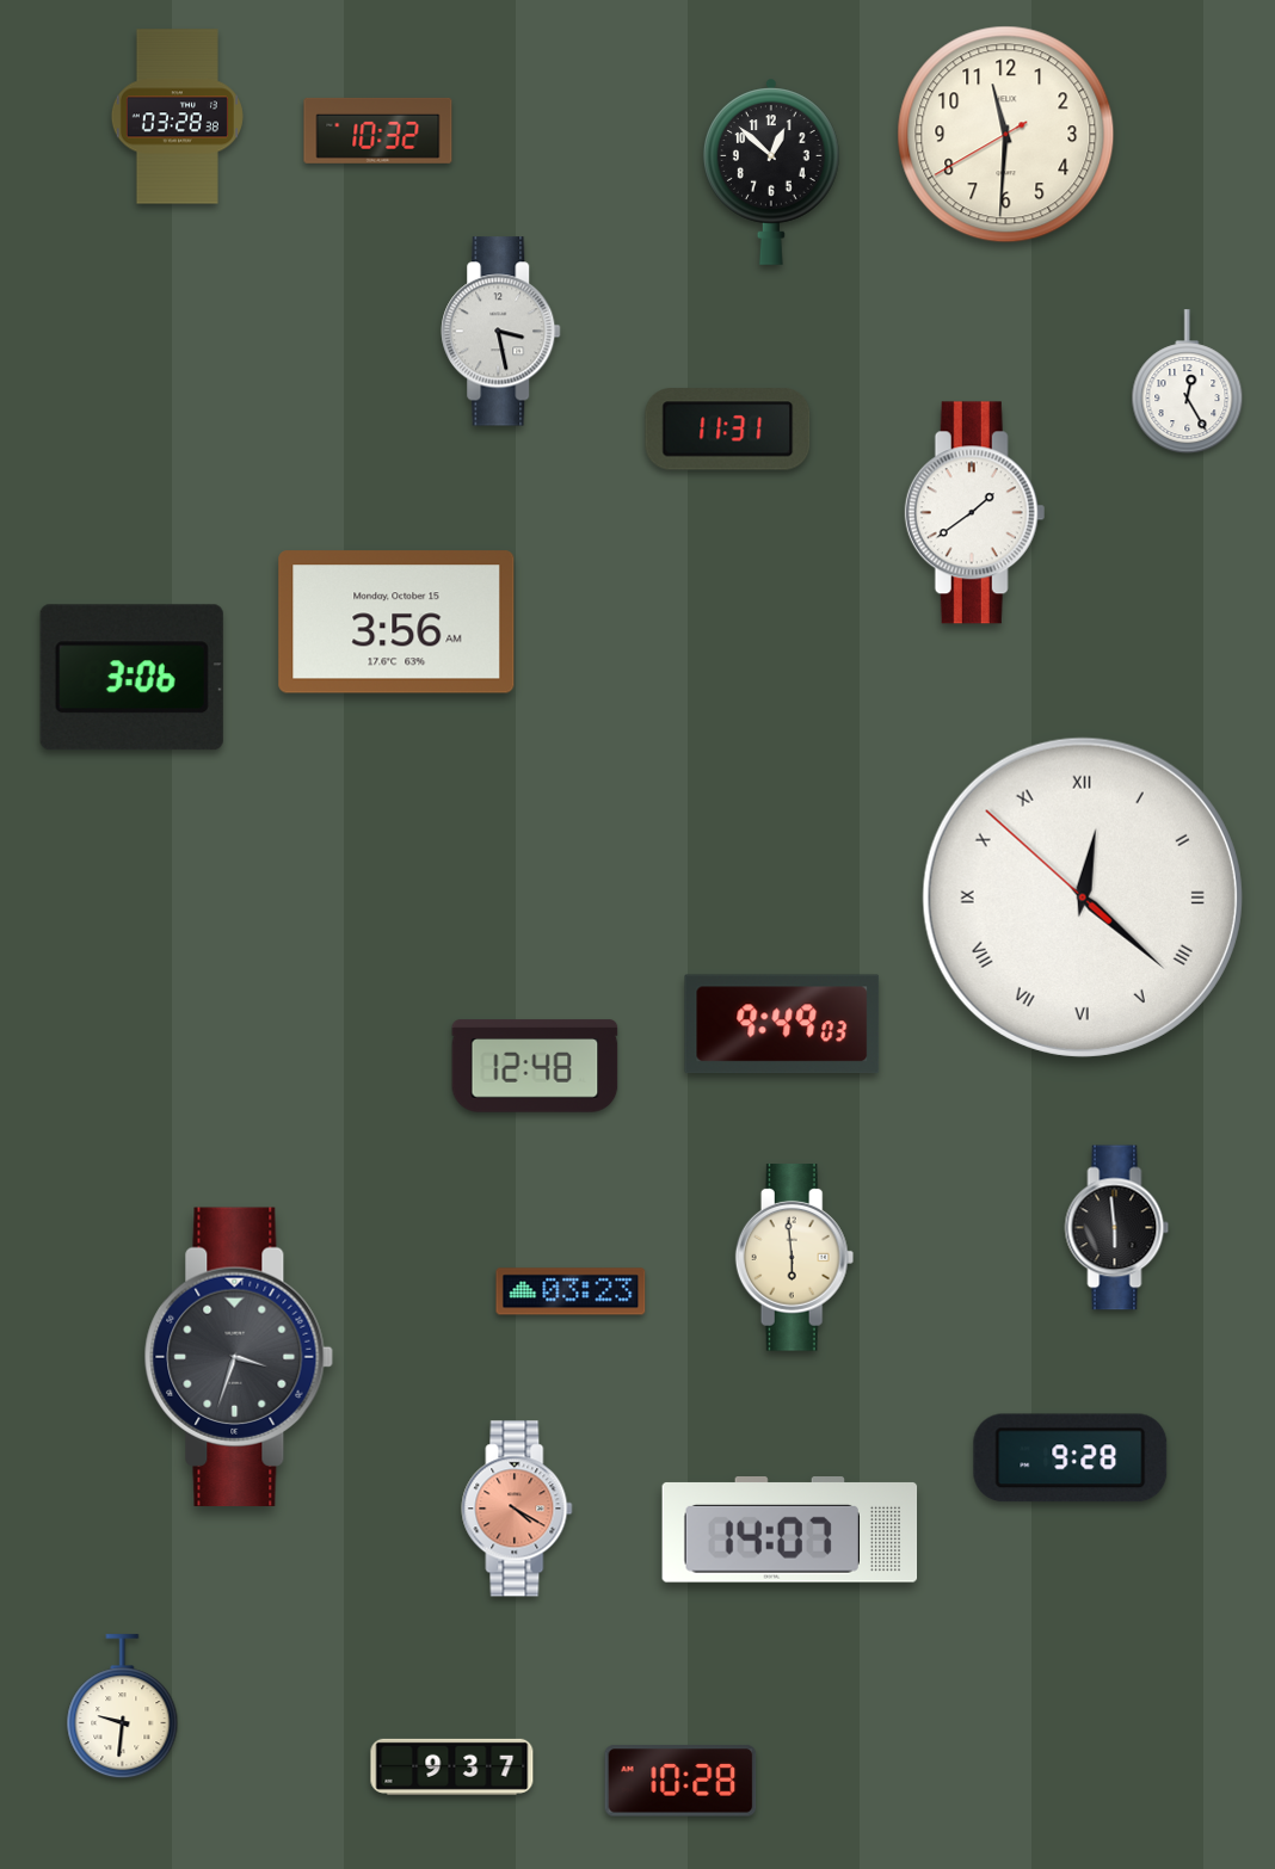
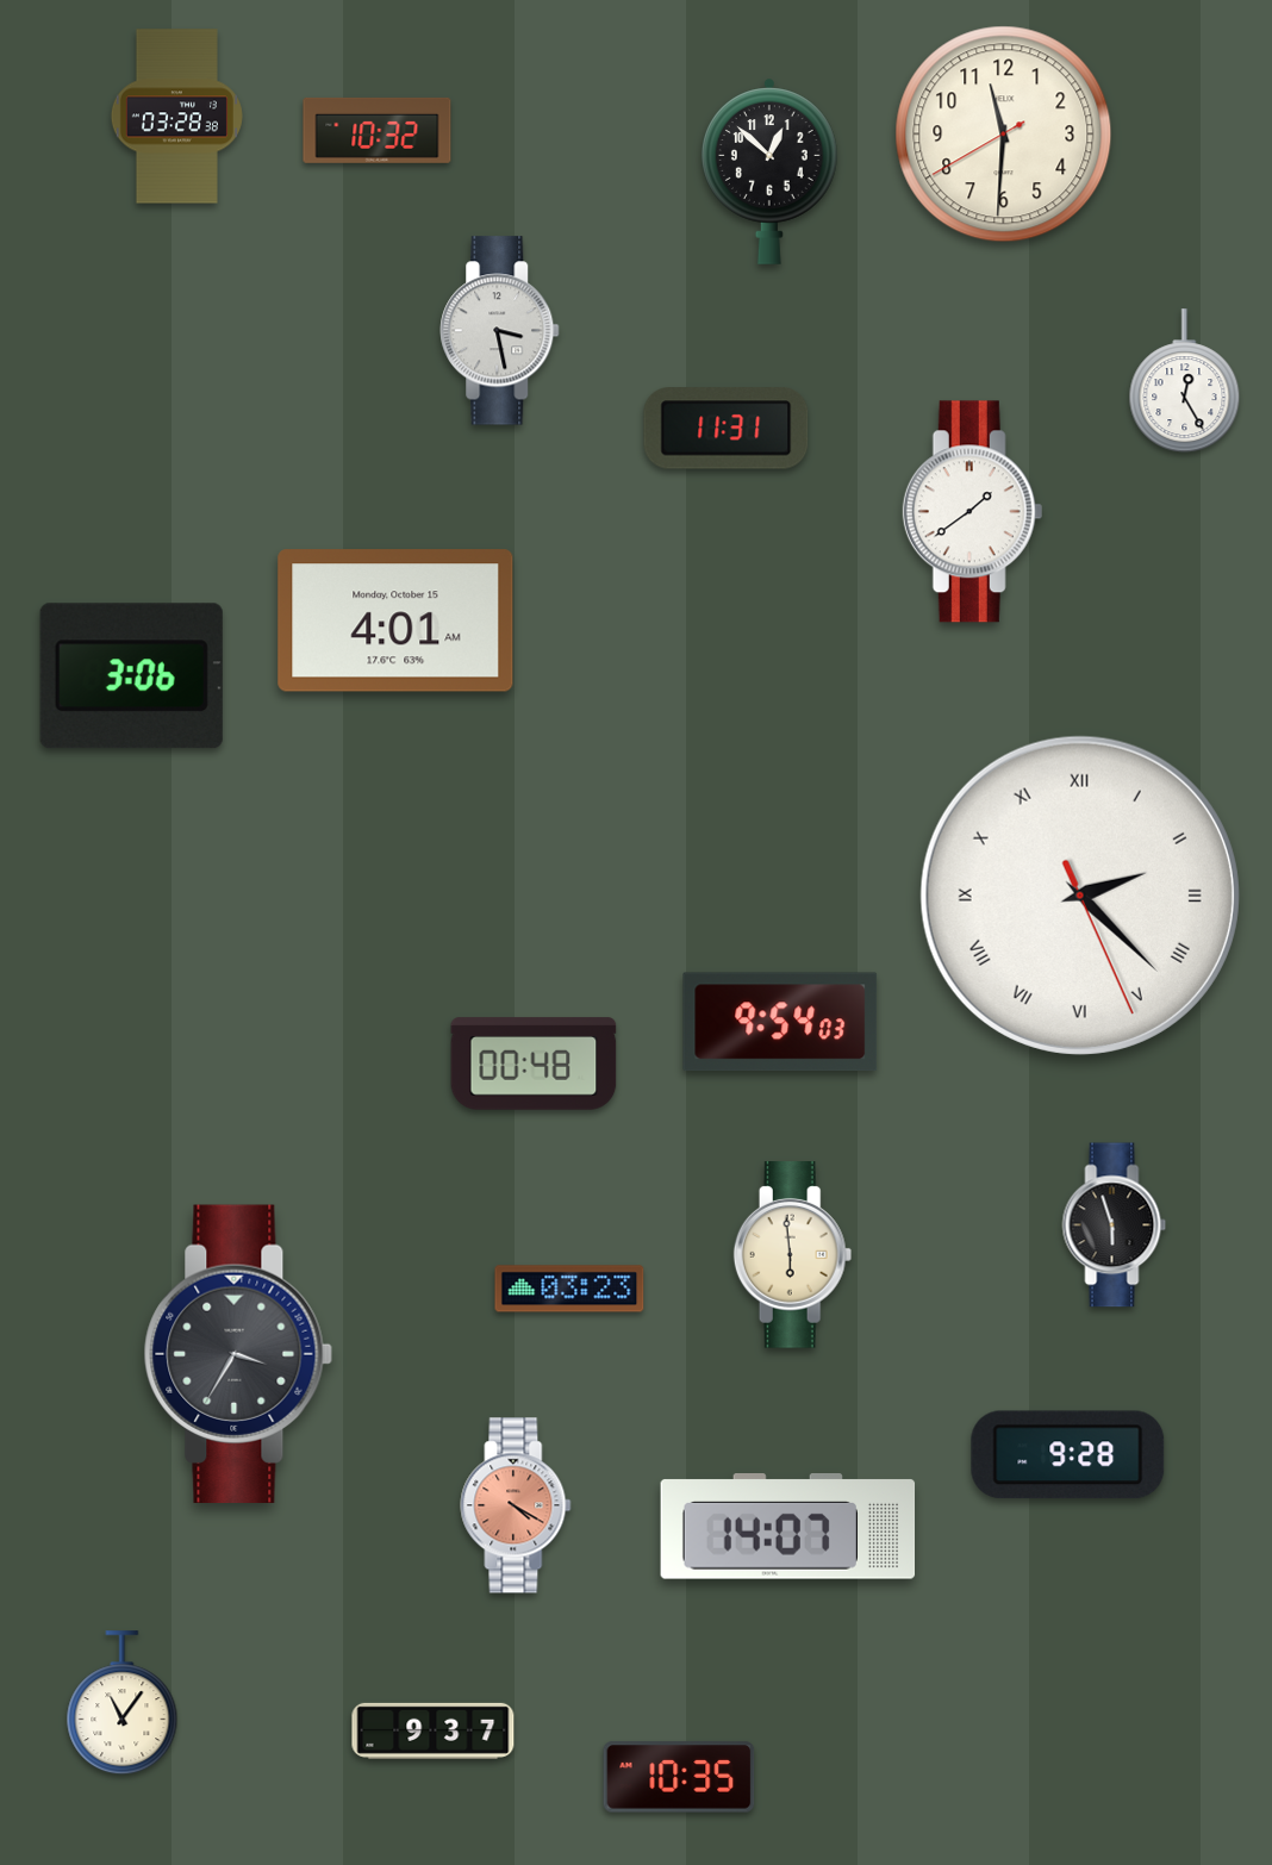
clock at (396, 622): 3:56 -> 4:01
clock at (1083, 898): 12:21 -> 2:22
clock at (782, 1024): 9:49 -> 9:54
clock at (535, 1066): 12:48 -> 00:48
clock at (1117, 1228): 5:59 -> 5:57
clock at (239, 1356): 3:33 -> 3:35
clock at (123, 1707): 9:31 -> 11:06
clock at (452, 1766) position: (452, 1766) -> (434, 1730)
clock at (680, 1781): 10:28 -> 10:35
